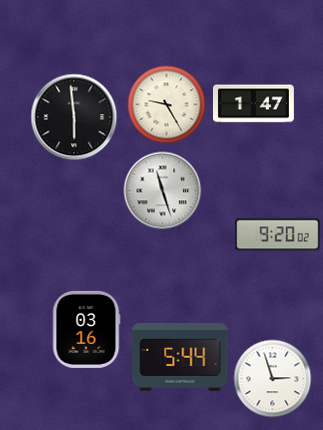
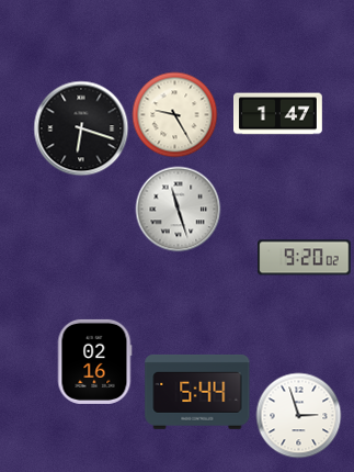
clock at (166, 104) position: (166, 104) -> (174, 114)
clock at (74, 117): 5:59 -> 6:18
clock at (86, 329): 03:16 -> 02:16
